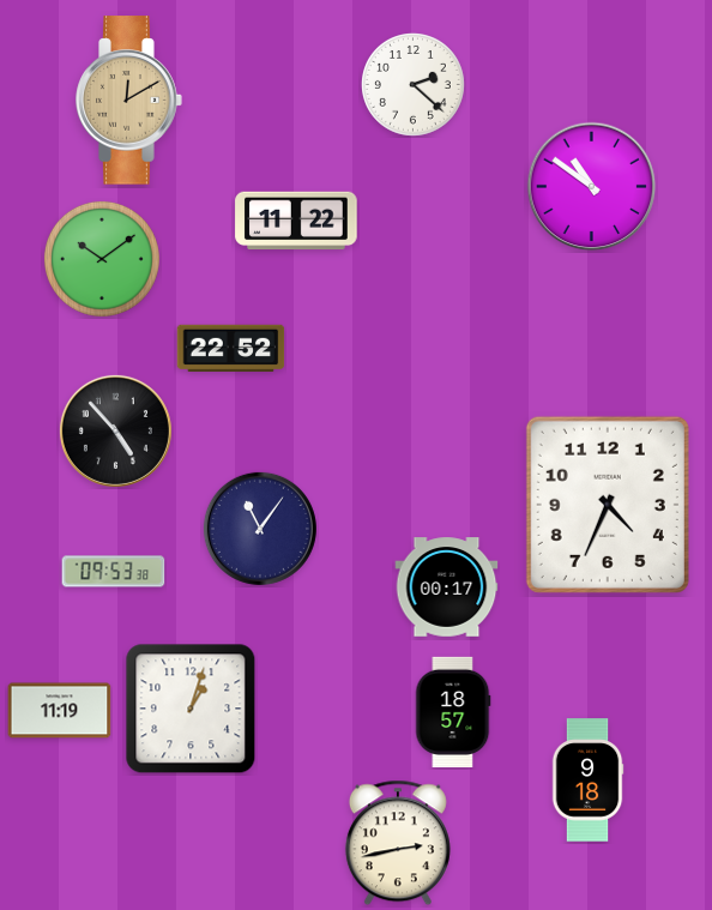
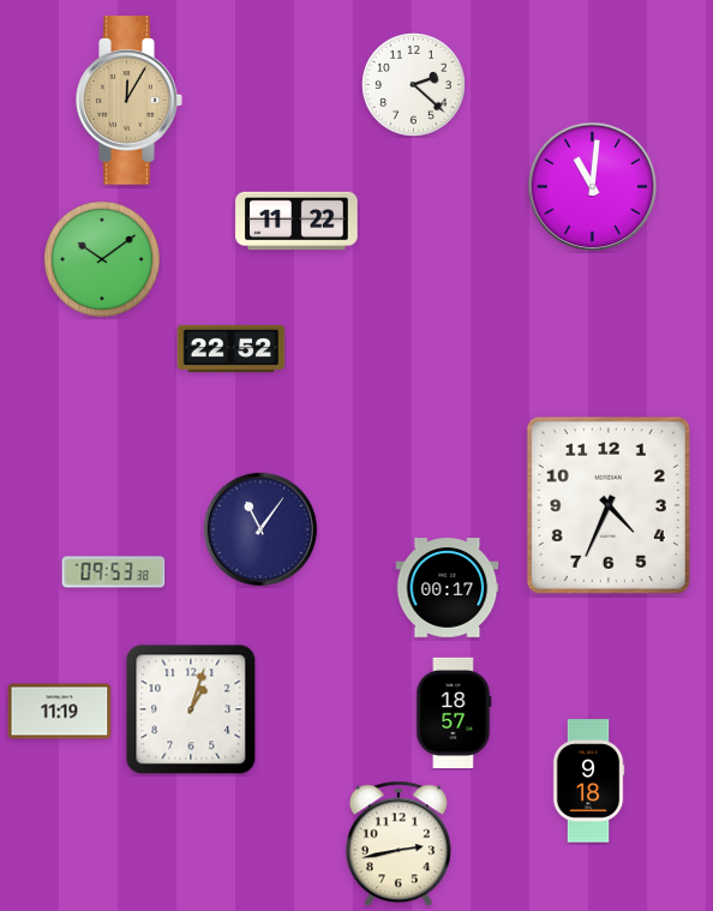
clock at (129, 101): 12:10 -> 12:05
clock at (592, 187): 10:51 -> 11:01
clock at (115, 430): 4:53 -> none
